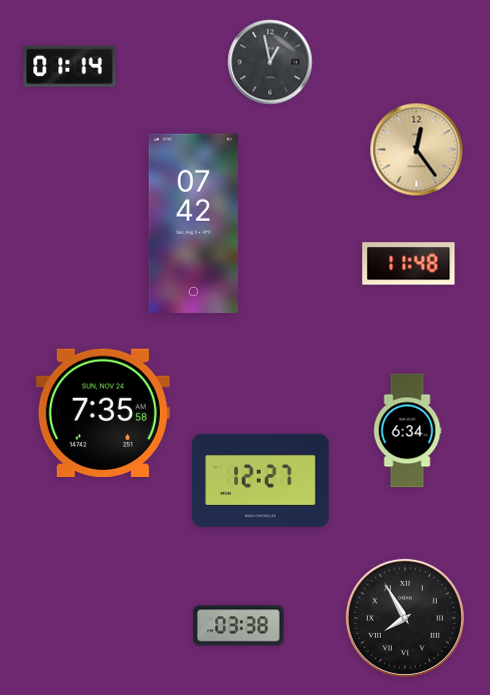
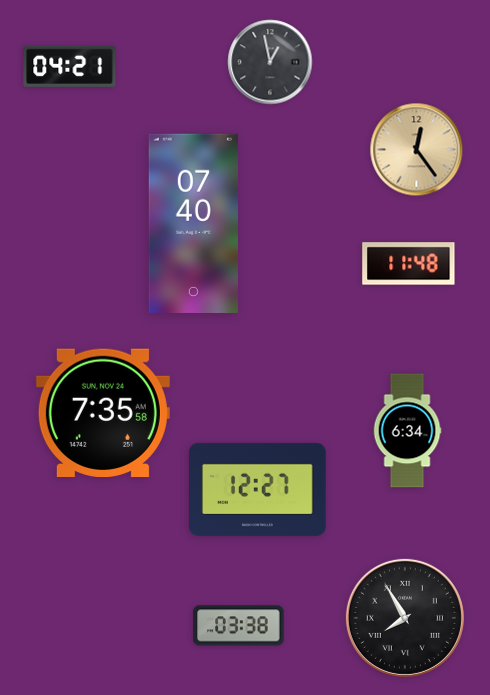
clock at (70, 66): 01:14 -> 04:21
clock at (193, 223): 07:42 -> 07:40
clock at (261, 480) position: (261, 480) -> (258, 489)
